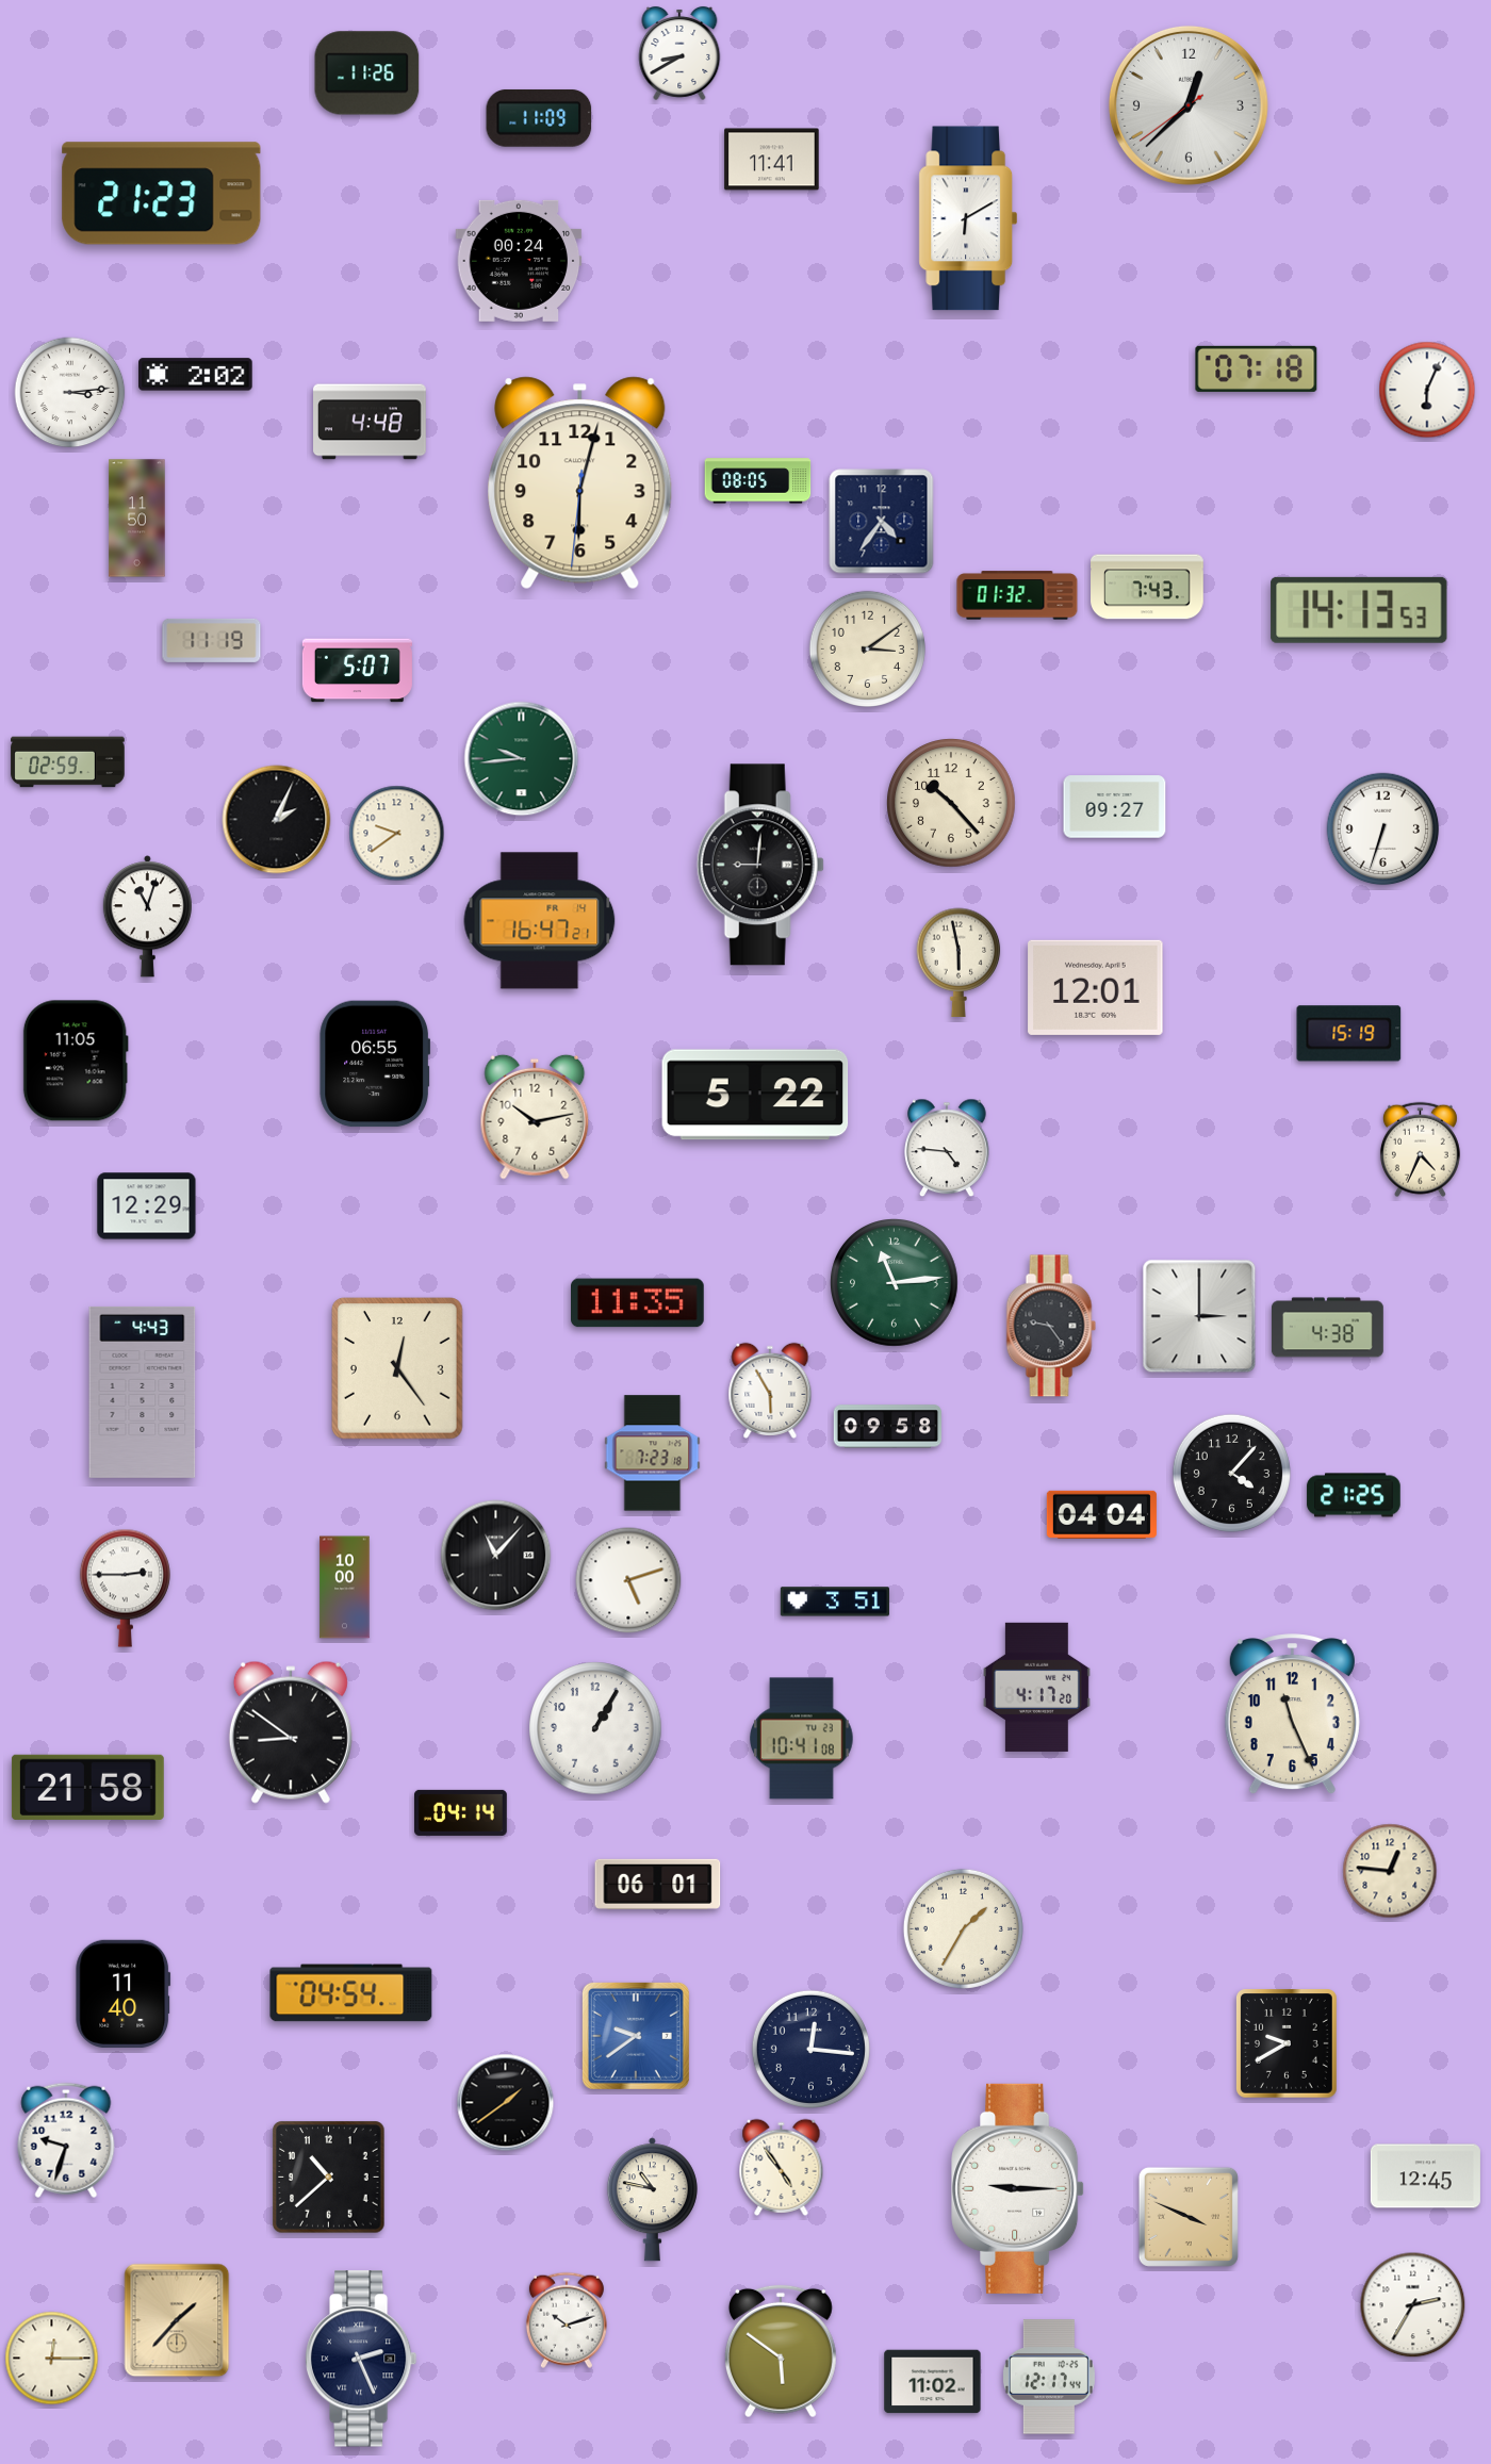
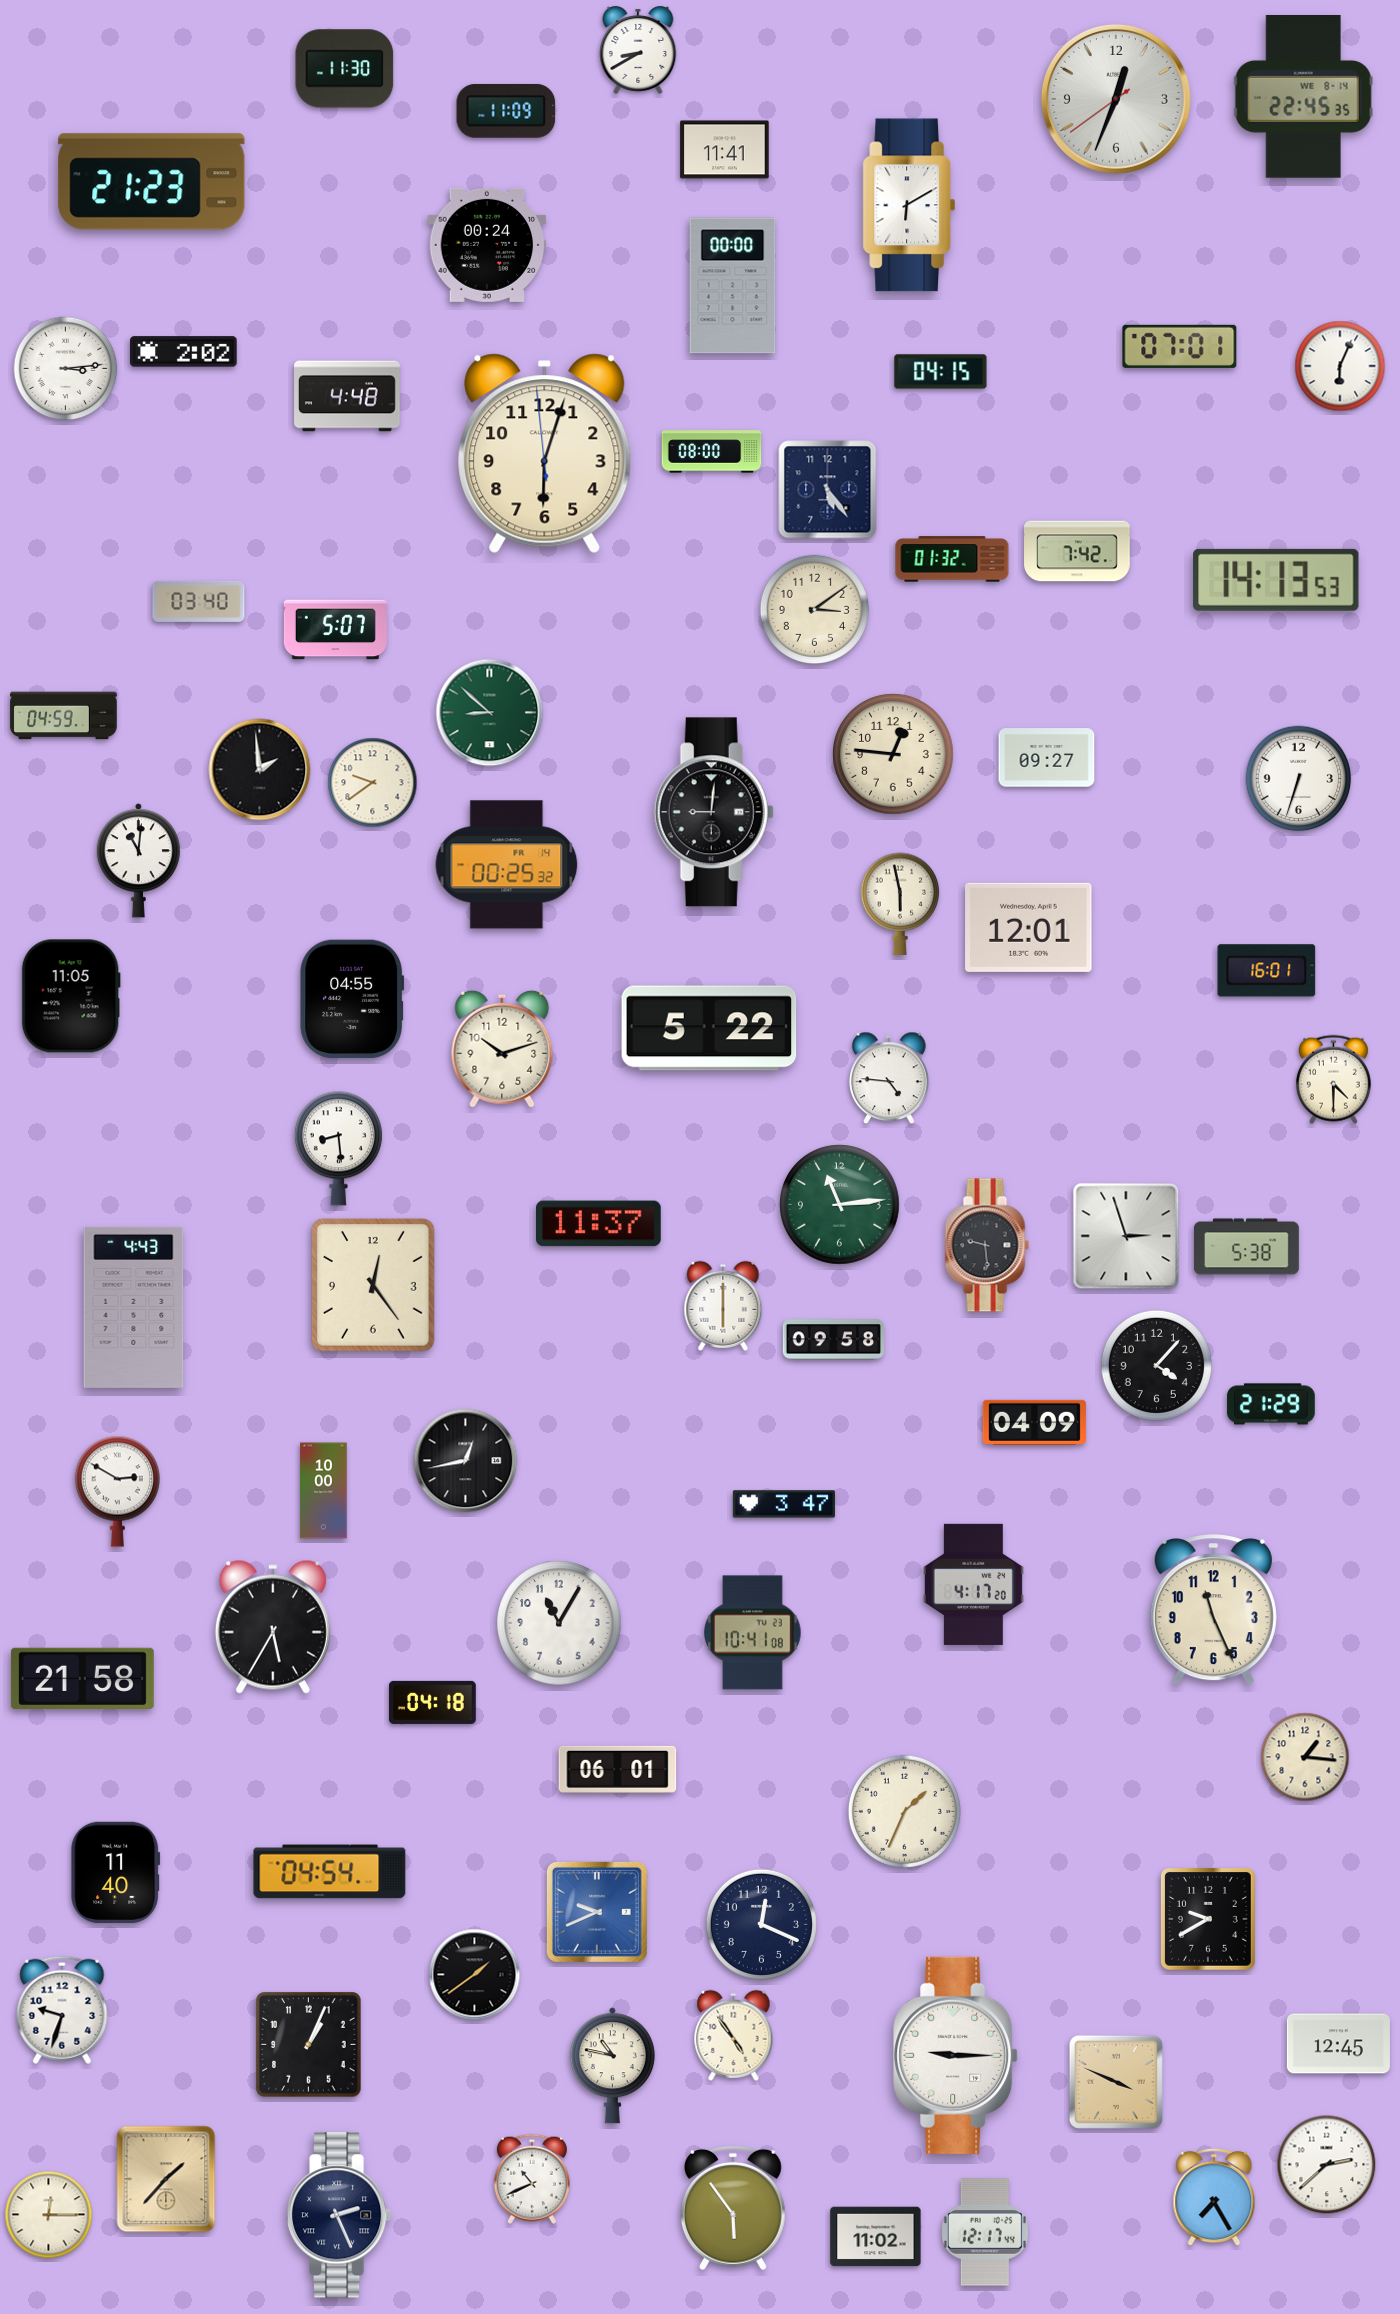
clock at (367, 73): 11:26 -> 11:30
clock at (1303, 97): none -> 22:45
clock at (1189, 105): 12:37 -> 12:33
clock at (733, 286): none -> 00:00
clock at (1257, 368): 07:18 -> 07:01
clock at (941, 372): none -> 04:15
clock at (758, 481): 08:05 -> 08:00
clock at (580, 483): 6:02:31 -> 6:02:59
clock at (137, 519): 11:50 -> none
clock at (882, 522): 4:36 -> 5:24
clock at (1147, 587): 7:43 -> 7:42
clock at (1017, 595) position: (1017, 595) -> (952, 559)
clock at (1359, 610) position: (1359, 610) -> (1276, 580)
clock at (212, 640): 11:19 -> 03:40
clock at (522, 759): 9:44 -> 8:52
clock at (68, 762): 02:59 -> 04:59
clock at (951, 803): 10:23 -> 12:46
clock at (277, 820): 2:04 -> 1:59
clock at (147, 917): 11:03 -> 11:01
clock at (540, 921): 16:47 -> 00:25
clock at (1349, 1034): 15:19 -> 16:01
clock at (375, 1064): 06:55 -> 04:55
clock at (535, 1117): 10:13 -> 10:12
clock at (1420, 1150): 4:34 -> 4:30
clock at (147, 1206): 12:29 -> none
clock at (338, 1149): none -> 8:29
clock at (638, 1303): 11:35 -> 11:37
clock at (1199, 1316): 3:00 -> 2:57
clock at (1051, 1326): 9:24 -> 9:29
clock at (1327, 1328): 4:38 -> 5:38
clock at (770, 1391): 5:55 -> 6:00
clock at (653, 1453): 7:23 -> none
clock at (1231, 1473) position: (1231, 1473) -> (1156, 1365)
clock at (1354, 1495): 21:25 -> 21:29
clock at (1101, 1514): 04:04 -> 04:09
clock at (496, 1556): 11:07 -> 12:43
clock at (628, 1580): 5:12 -> none
clock at (125, 1588): 2:45 -> 2:50
clock at (835, 1601): 3:51 -> 3:47
clock at (595, 1728): 1:05 -> 11:05
clock at (291, 1732): 8:51 -> 5:35
clock at (461, 1812): 04:14 -> 04:18
clock at (1390, 1871): 12:46 -> 1:16
clock at (963, 1928): 1:35 -> 1:34
clock at (636, 2036): 9:39 -> 9:41
clock at (810, 2049): 12:16 -> 12:19
clock at (329, 2178): 10:38 -> 1:04
clock at (1413, 2305): 2:35 -> 2:38
clock at (567, 2320): 10:12 -> 10:41
clock at (1214, 2197): none -> 7:25
clock at (781, 2351): 5:51 -> 5:54
